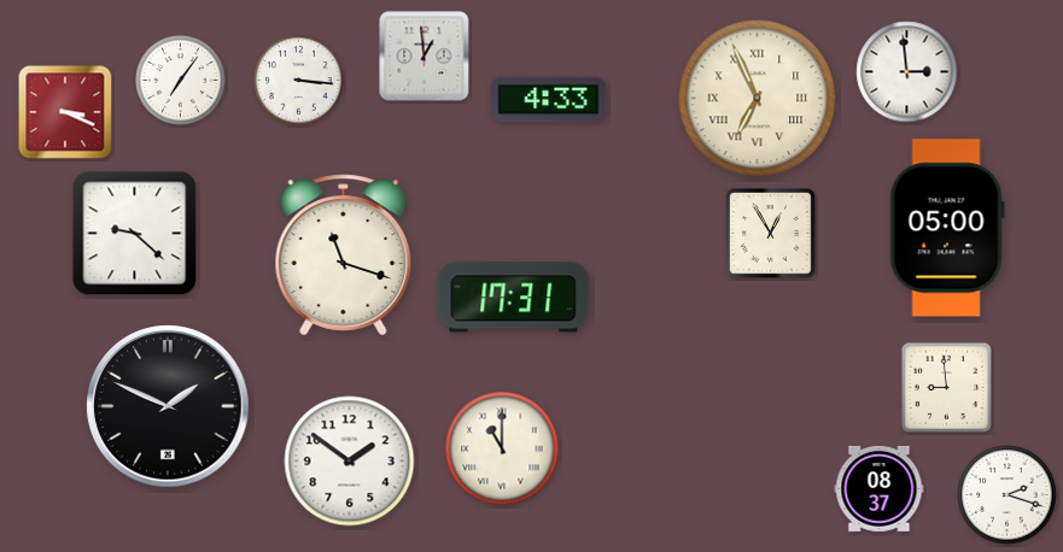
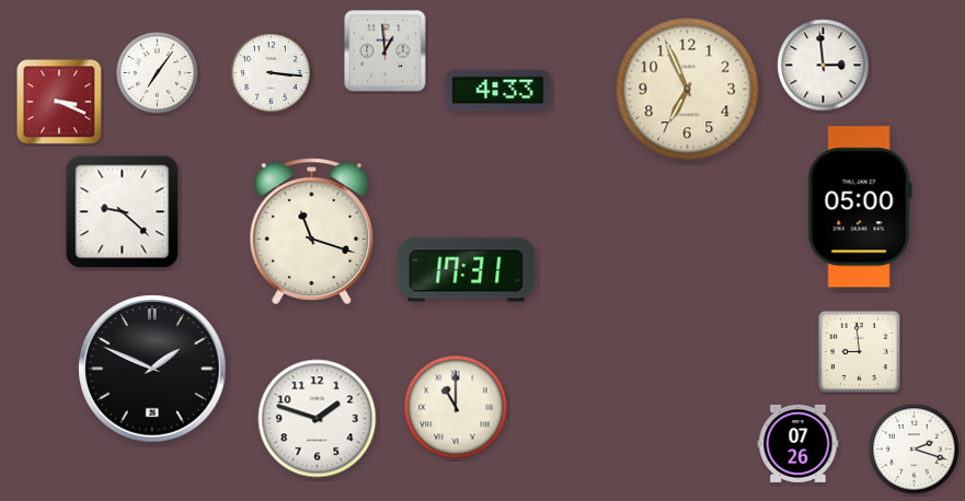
clock at (181, 81) position: (181, 81) -> (158, 73)
clock at (758, 99) numerals: Roman -> Arabic
clock at (771, 234): 12:55 -> none
clock at (350, 462): 1:51 -> 1:48
clock at (880, 488): 08:37 -> 07:26
